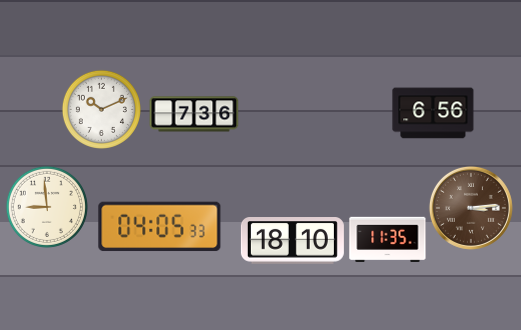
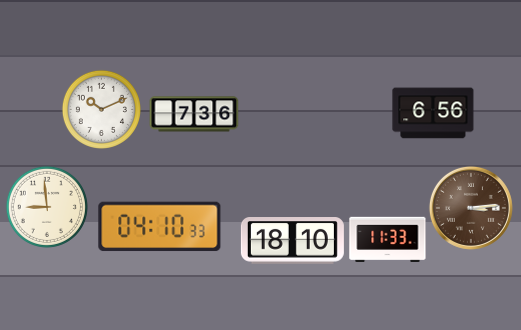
clock at (160, 227): 04:05 -> 04:10
clock at (388, 240): 11:35 -> 11:33
